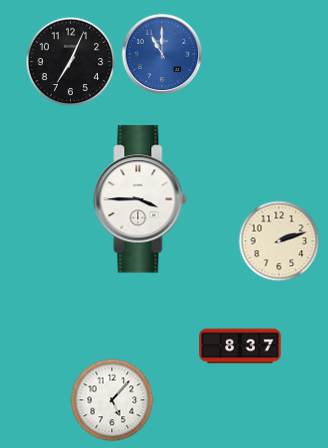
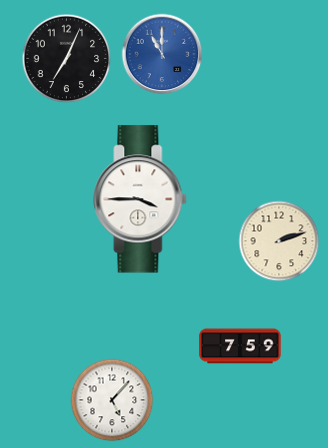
clock at (71, 62) position: (71, 62) -> (67, 59)
clock at (240, 346): 8:37 -> 7:59
